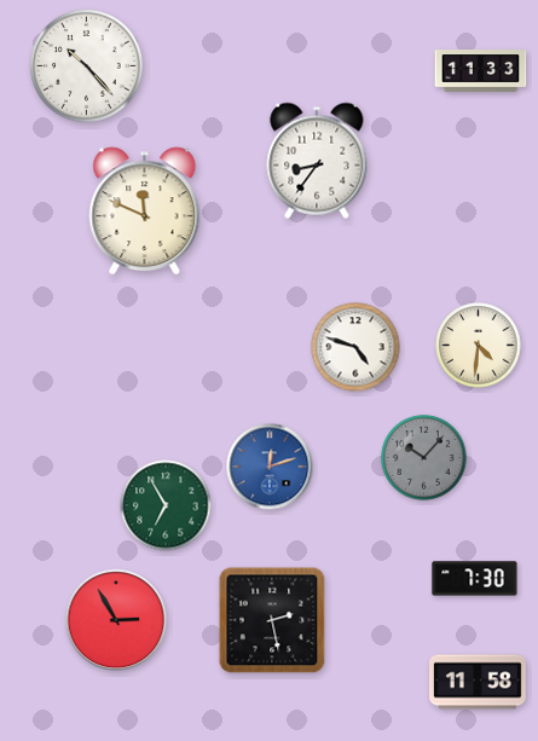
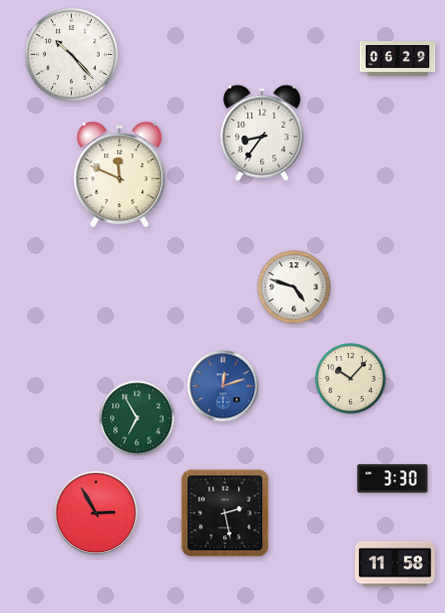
clock at (481, 71): 11:33 -> 06:29
clock at (479, 346): 4:31 -> none
clock at (424, 458) dial: grey -> cream
clock at (475, 579): 7:30 -> 3:30
